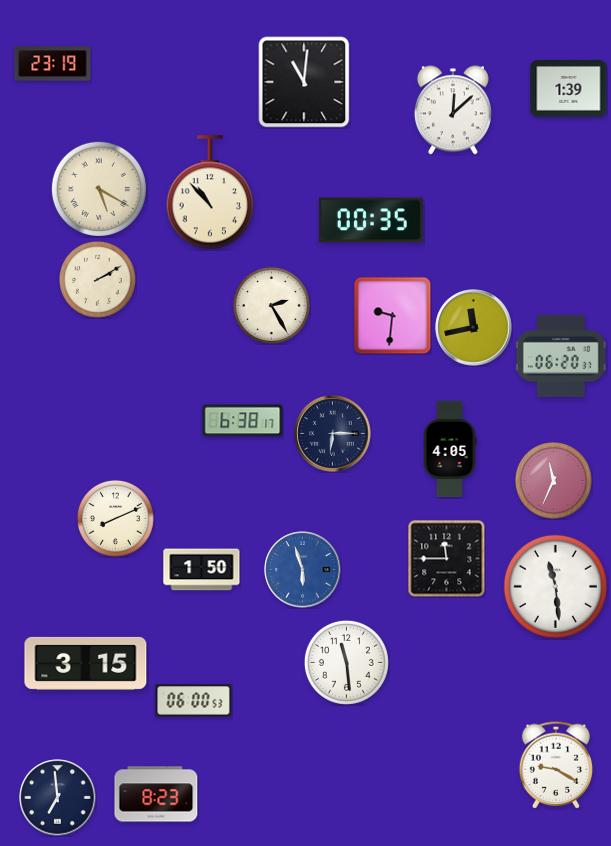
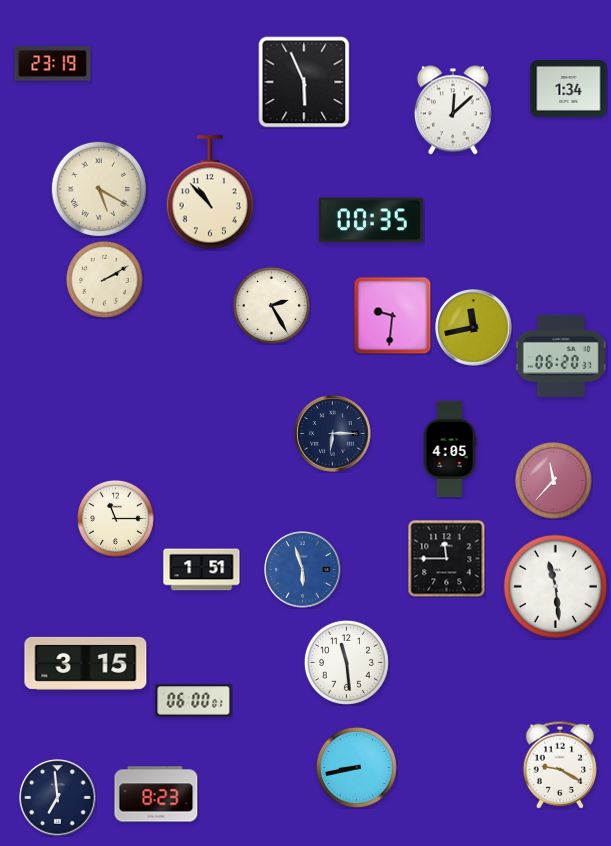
clock at (304, 82): 11:01 -> 5:56
clock at (569, 89): 1:39 -> 1:34
clock at (97, 279) position: (97, 279) -> (104, 279)
clock at (243, 421): 6:38 -> none
clock at (553, 480): 11:34 -> 11:37
clock at (115, 518): 8:11 -> 11:15
clock at (202, 570): 1:50 -> 1:51
clock at (194, 701): 06:00:53 -> 06:00:01
clock at (556, 765) position: (556, 765) -> (560, 765)
clock at (356, 767): none -> 8:43
